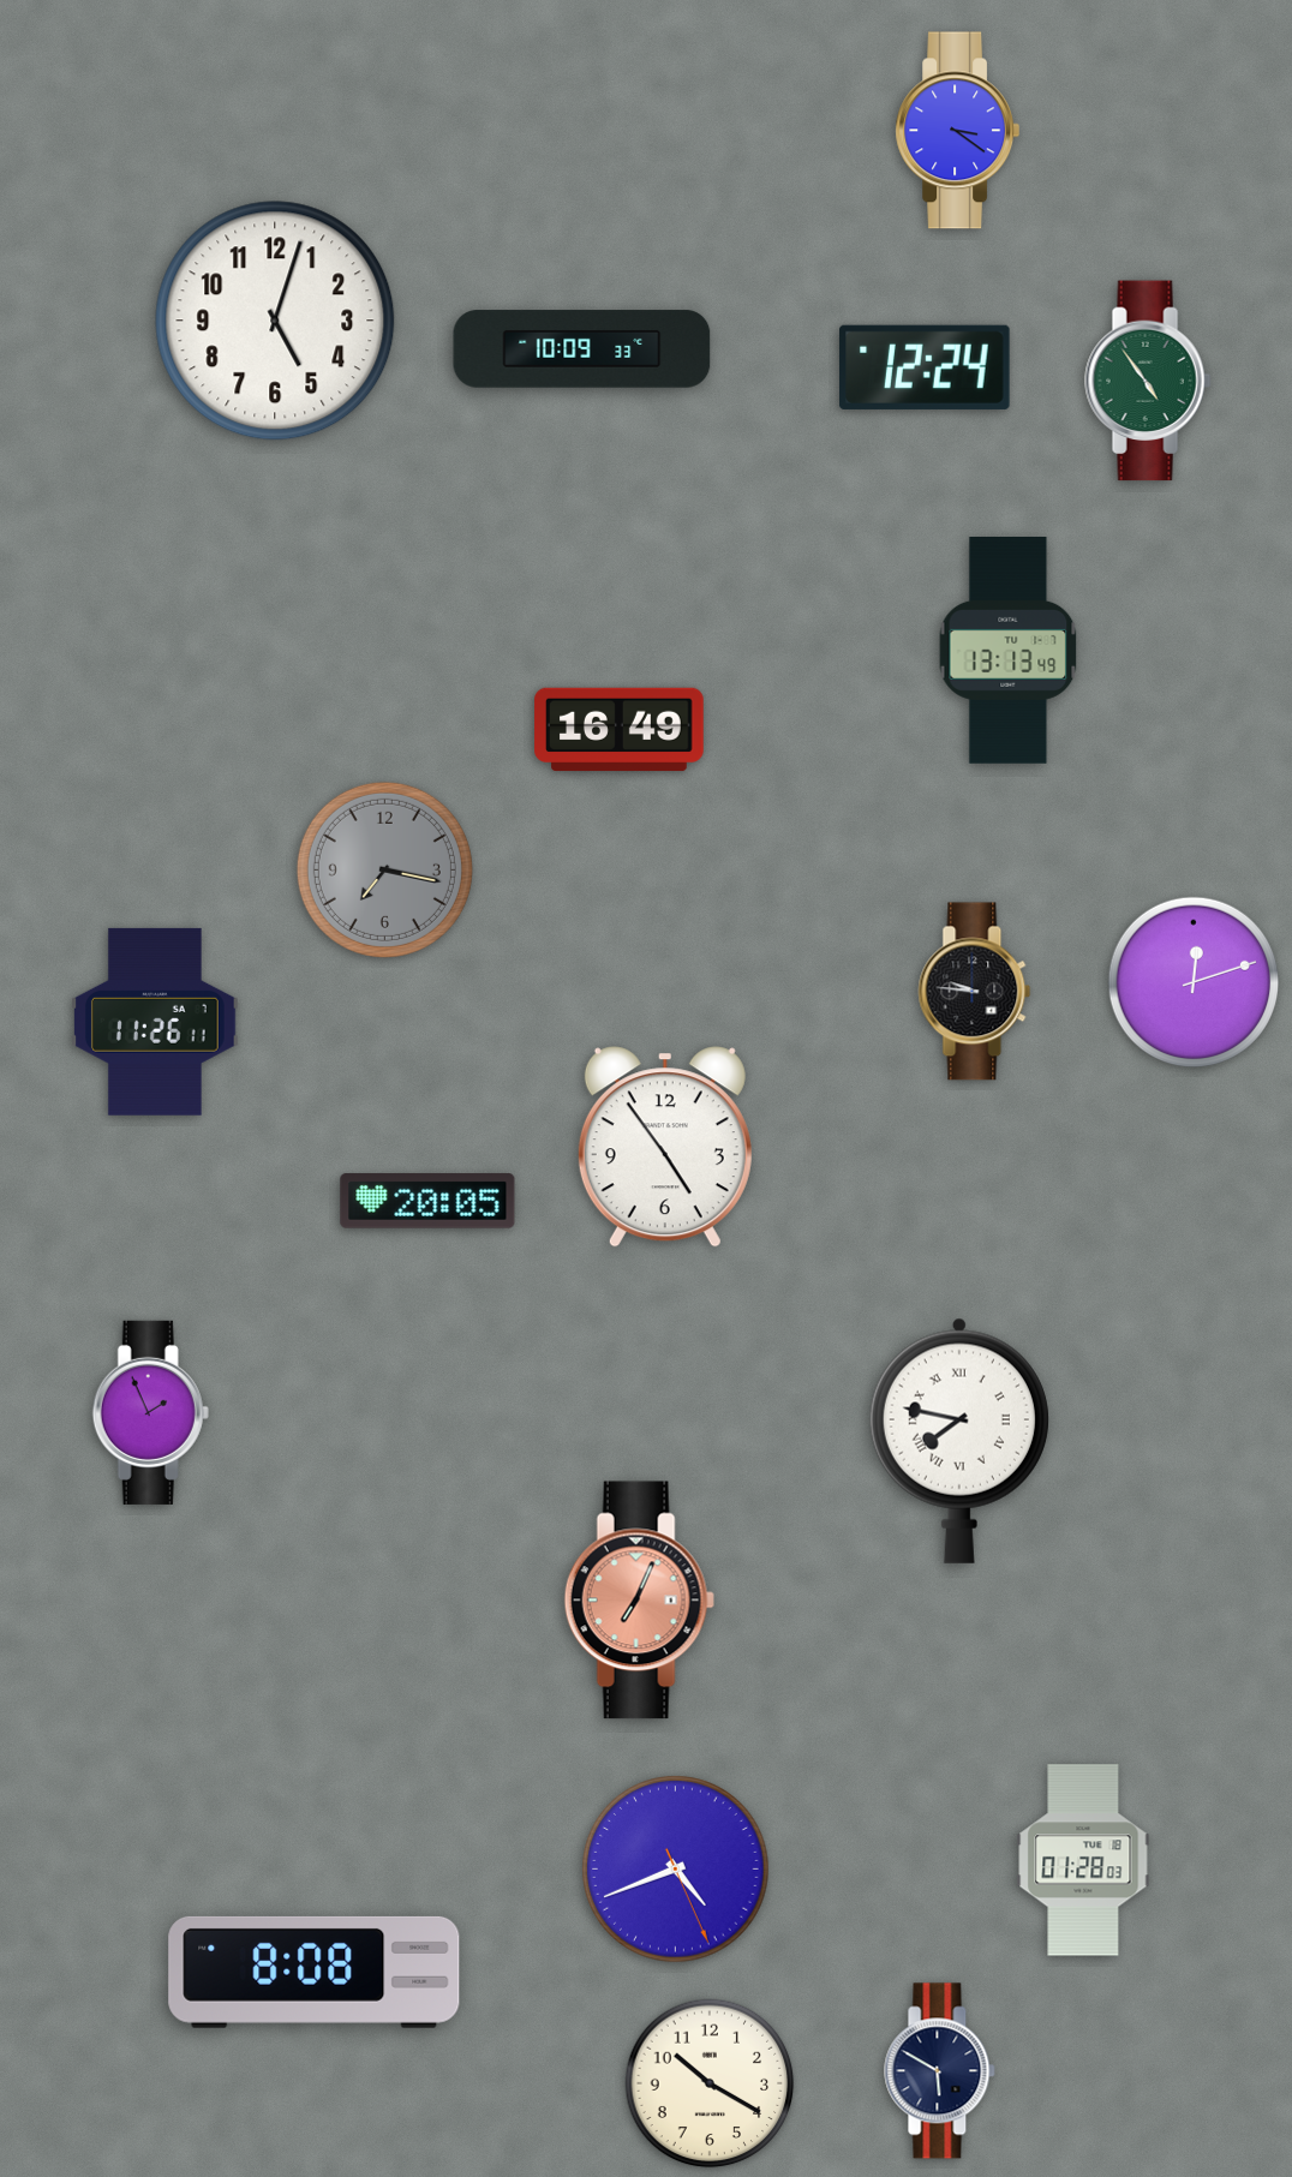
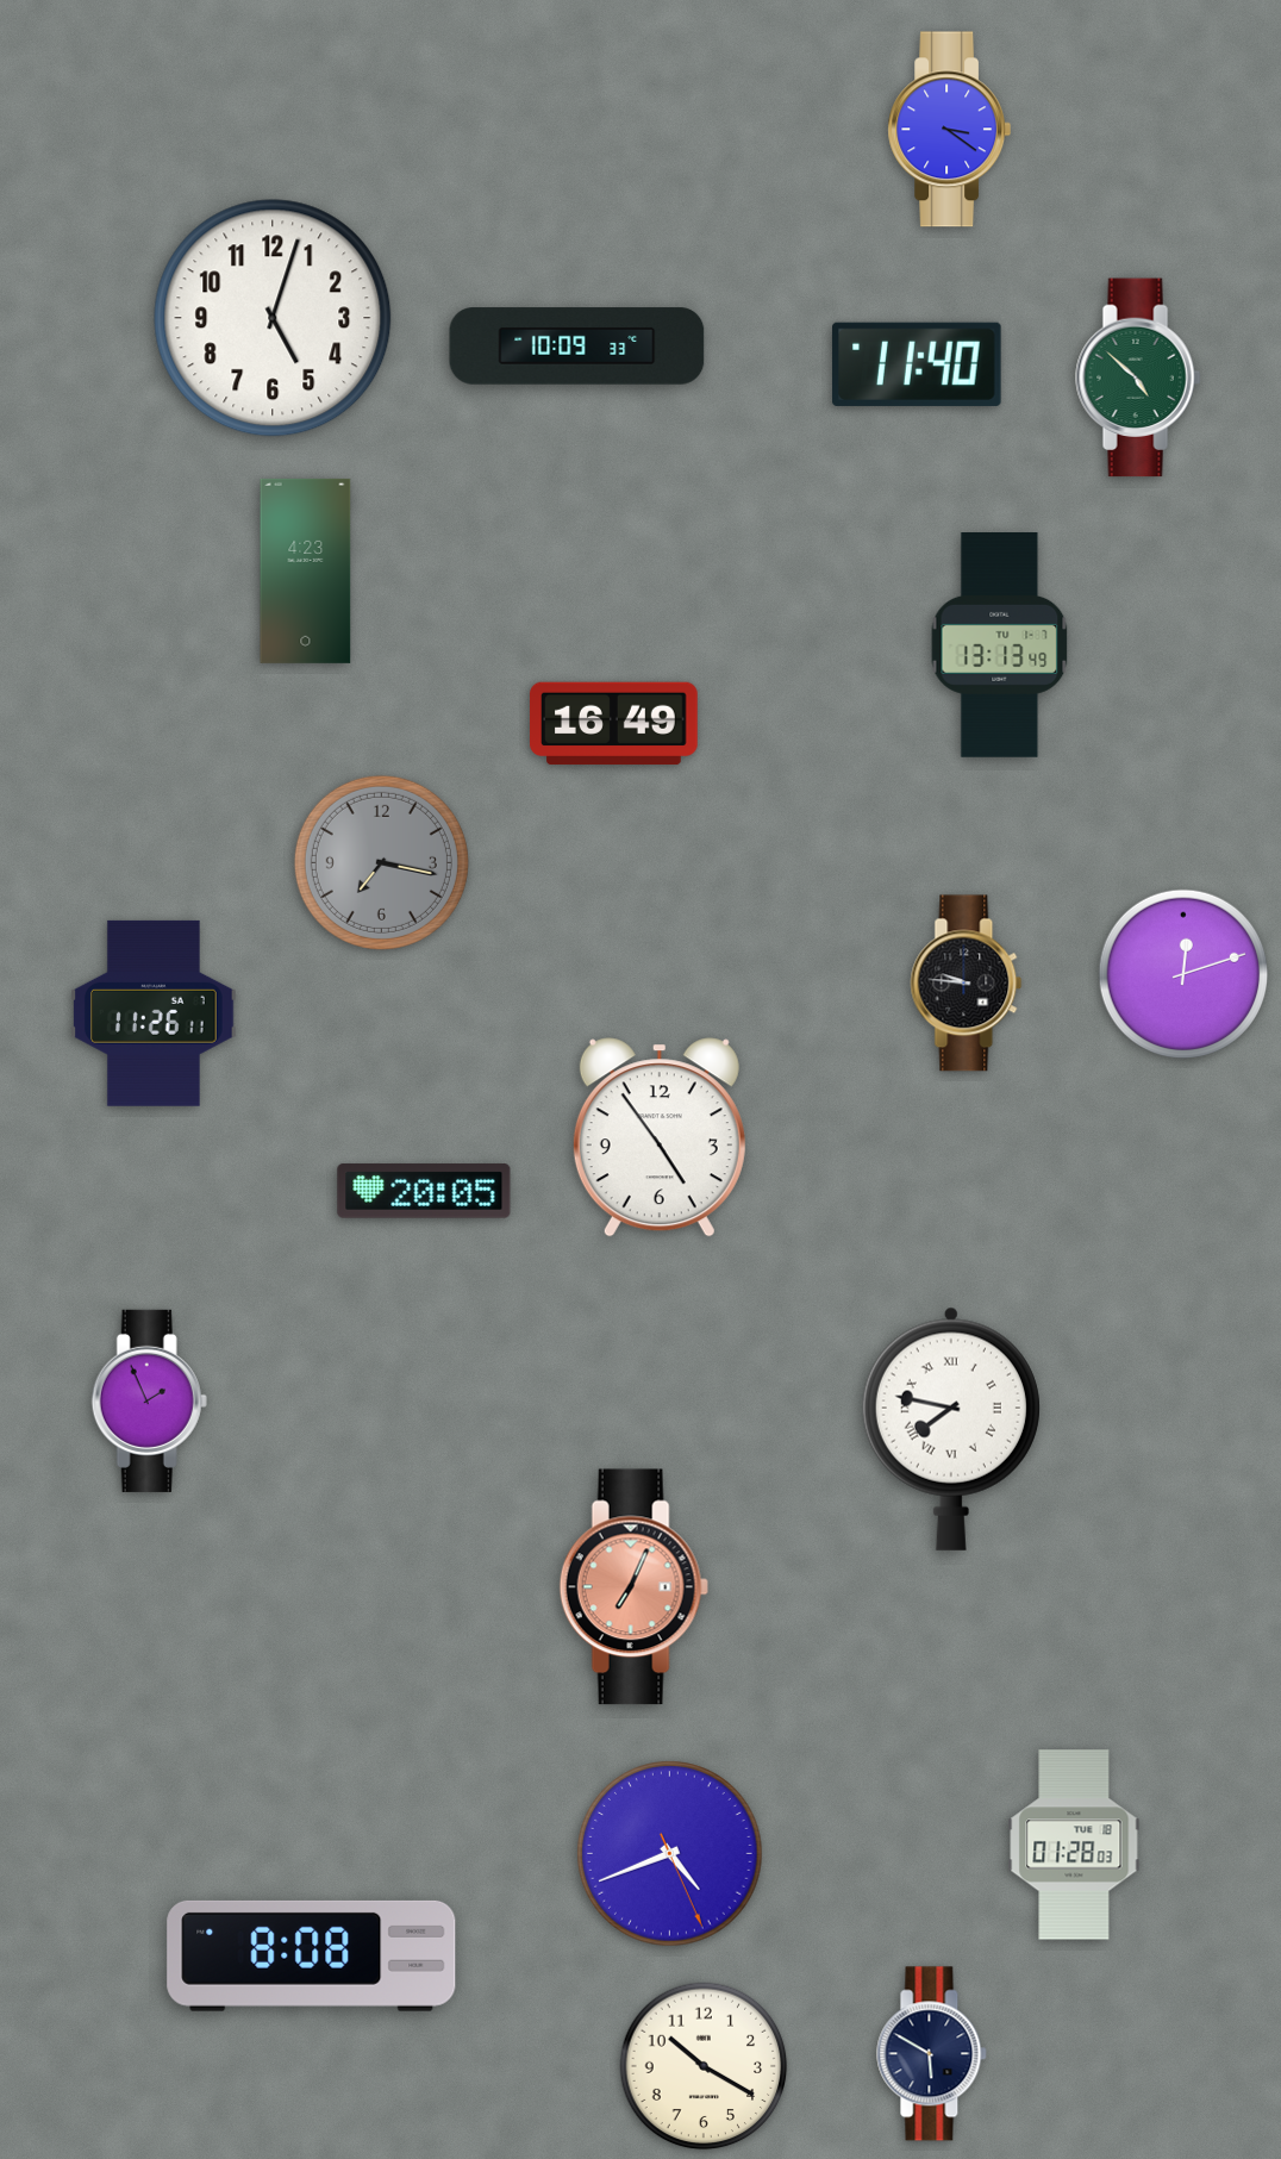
clock at (925, 367): 12:24 -> 11:40
clock at (1148, 381): 4:54 -> 4:52
clock at (306, 570): none -> 4:23
